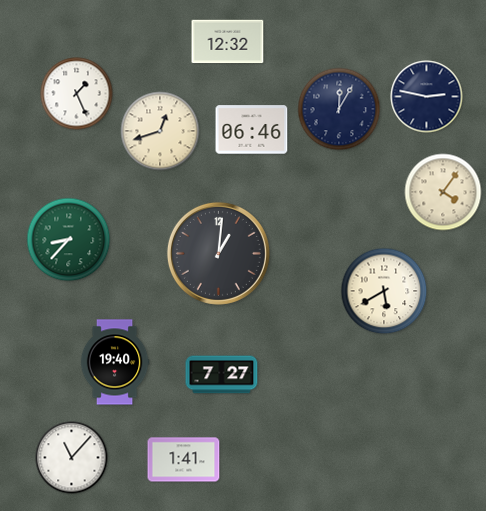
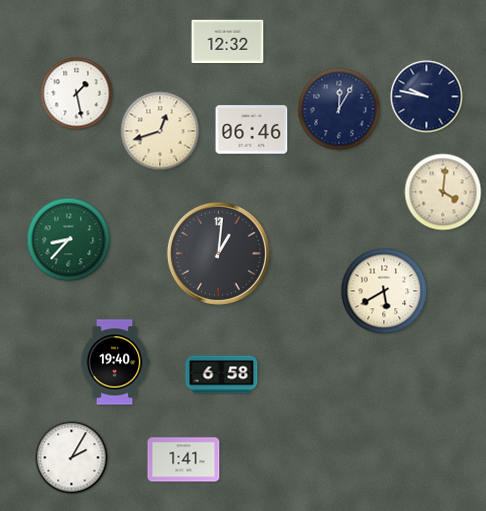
clock at (77, 94): 1:26 -> 1:28
clock at (427, 97): 2:47 -> 9:47
clock at (443, 192): 4:06 -> 4:01
clock at (222, 375): 7:27 -> 6:58
clock at (72, 458): 11:07 -> 2:05
